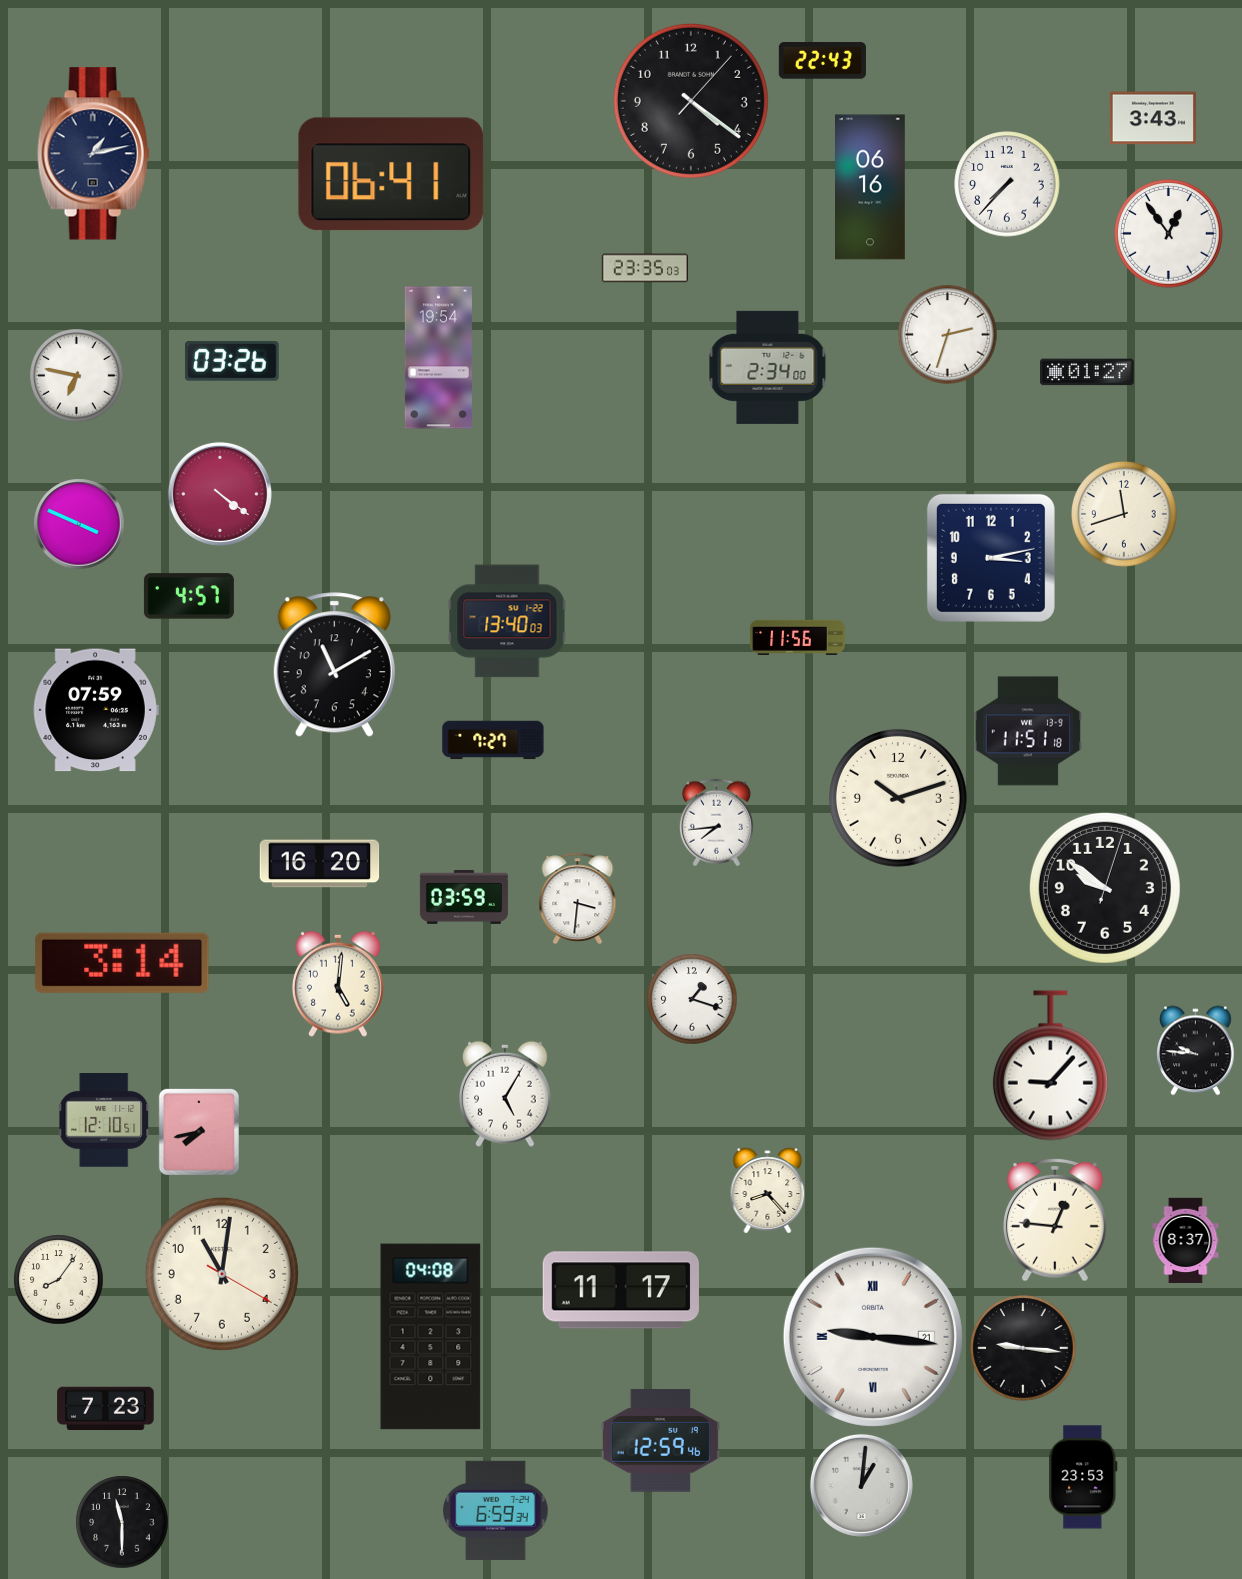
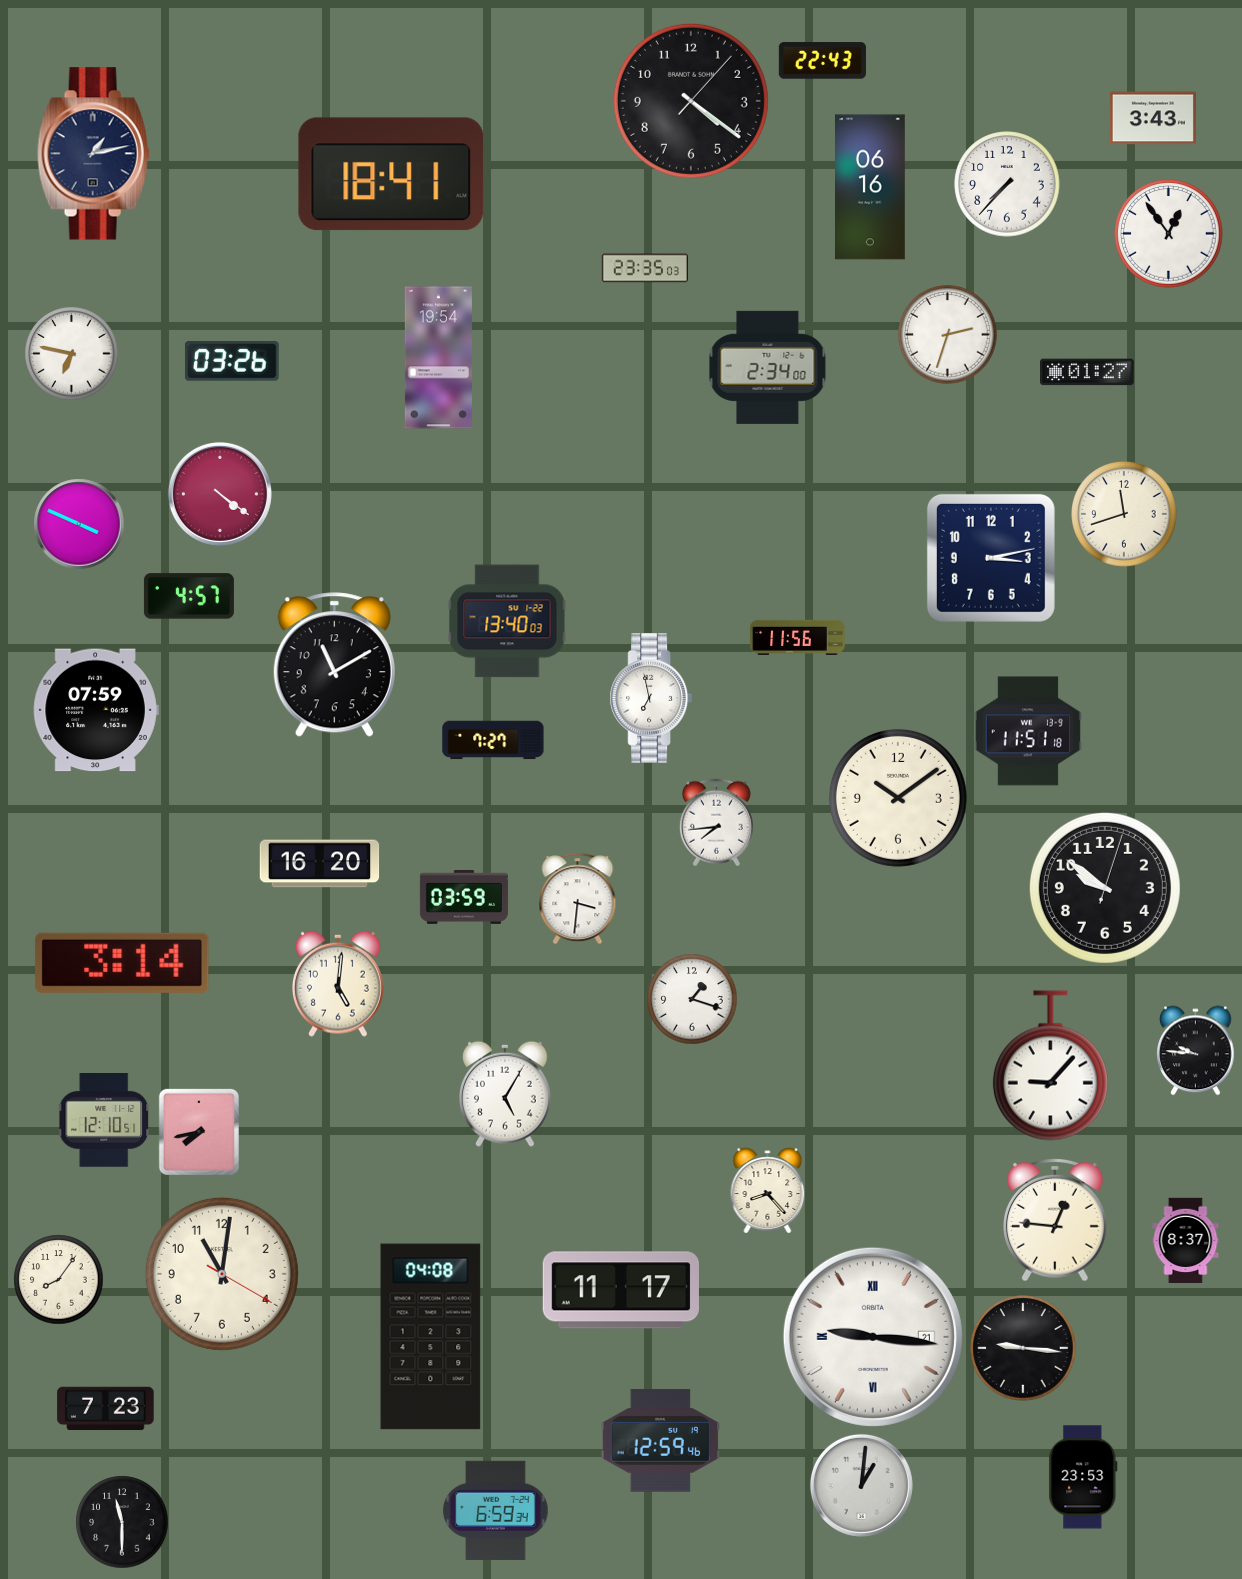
clock at (391, 174): 06:41 -> 18:41
clock at (77, 376) position: (77, 376) -> (72, 354)
clock at (650, 699): none -> 6:58
clock at (898, 798): 10:12 -> 10:09
